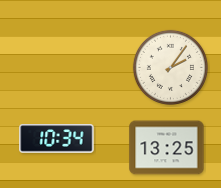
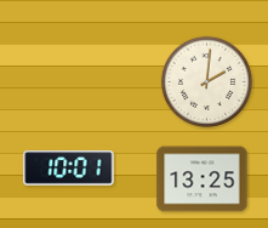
clock at (170, 67): 2:06 -> 2:01
clock at (57, 139): 10:34 -> 10:01
